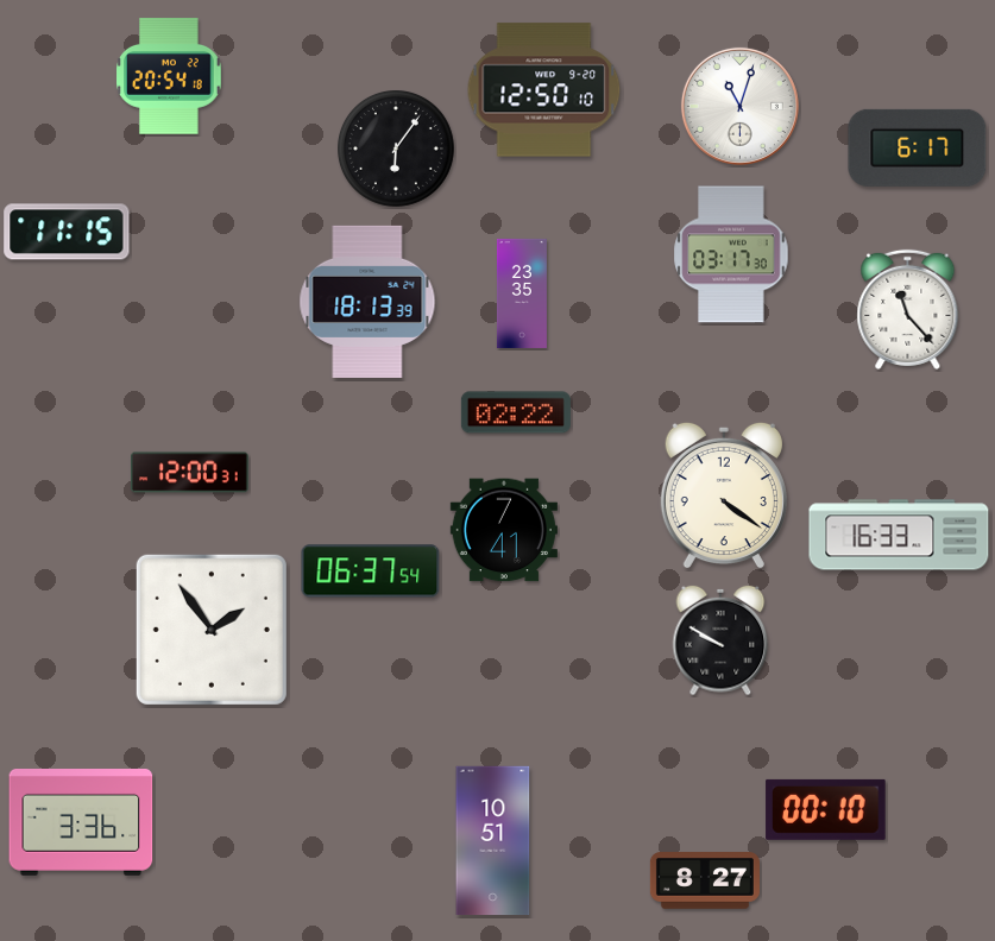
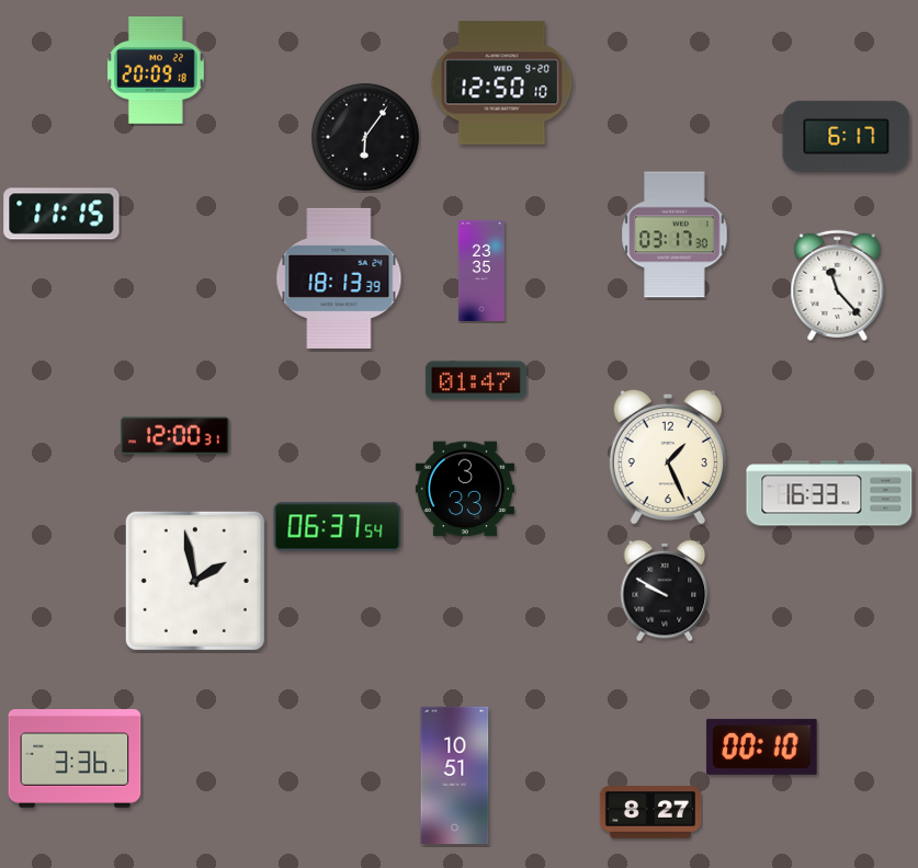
clock at (170, 77): 20:54 -> 20:09
clock at (739, 106): 11:03 -> none
clock at (516, 412): 02:22 -> 01:47
clock at (724, 495): 4:21 -> 1:26
clock at (504, 530): 7:41 -> 3:33
clock at (371, 571) position: (371, 571) -> (338, 527)
clock at (212, 630): 1:54 -> 1:58
